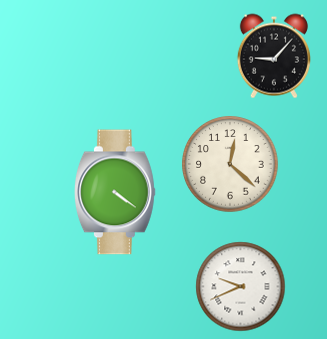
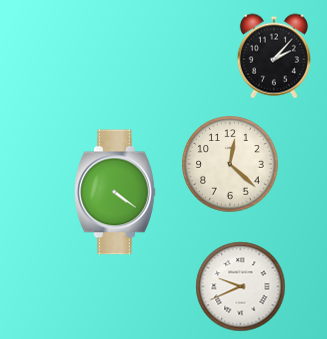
clock at (274, 56): 9:07 -> 2:07
